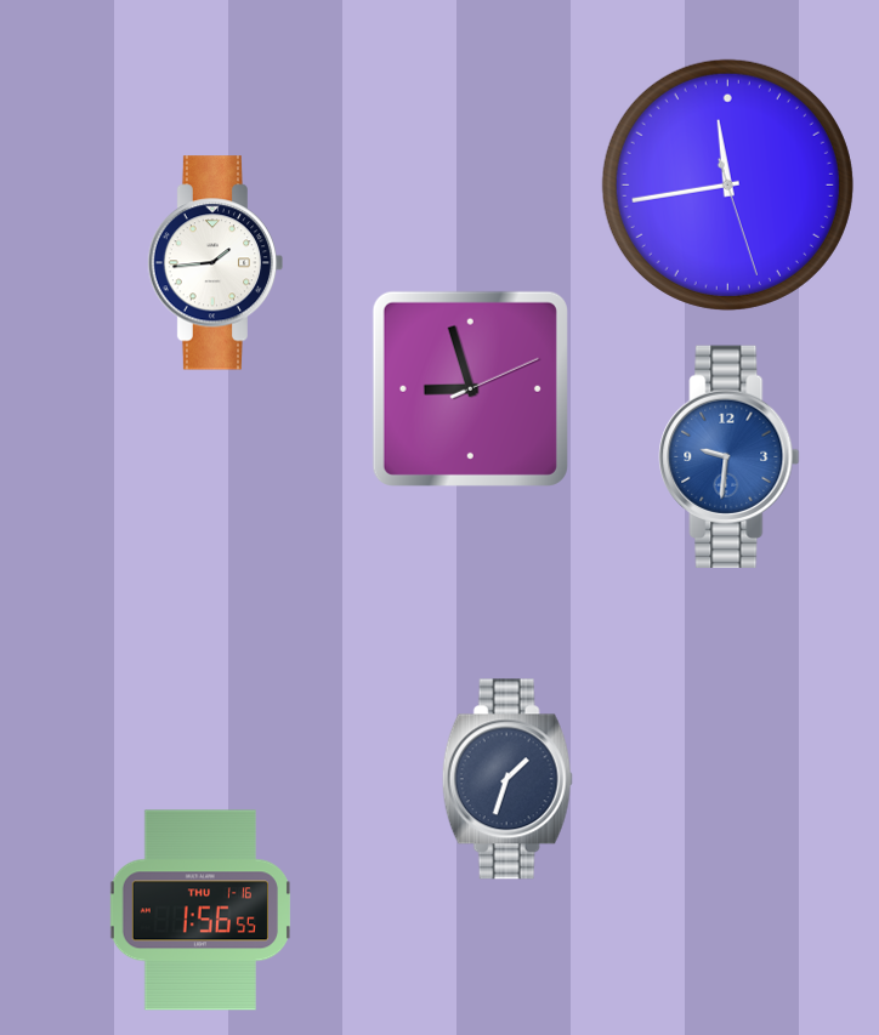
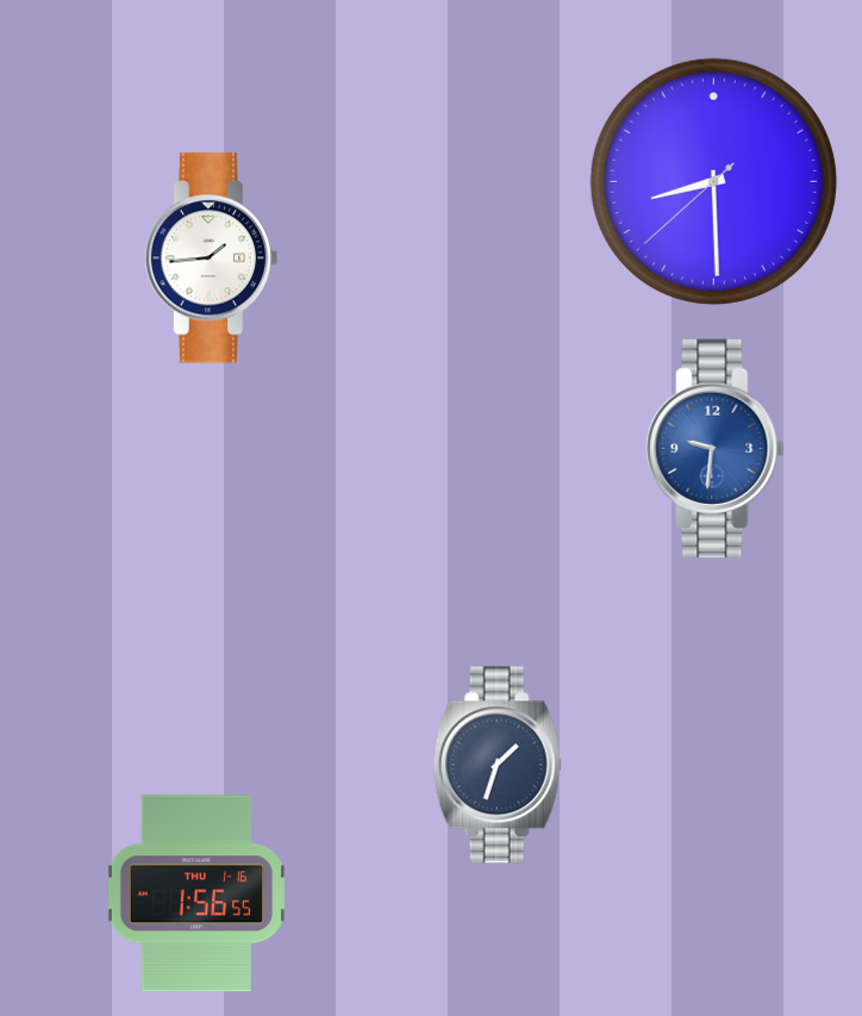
clock at (727, 184): 11:43 -> 8:29
clock at (470, 388): 8:57 -> none
